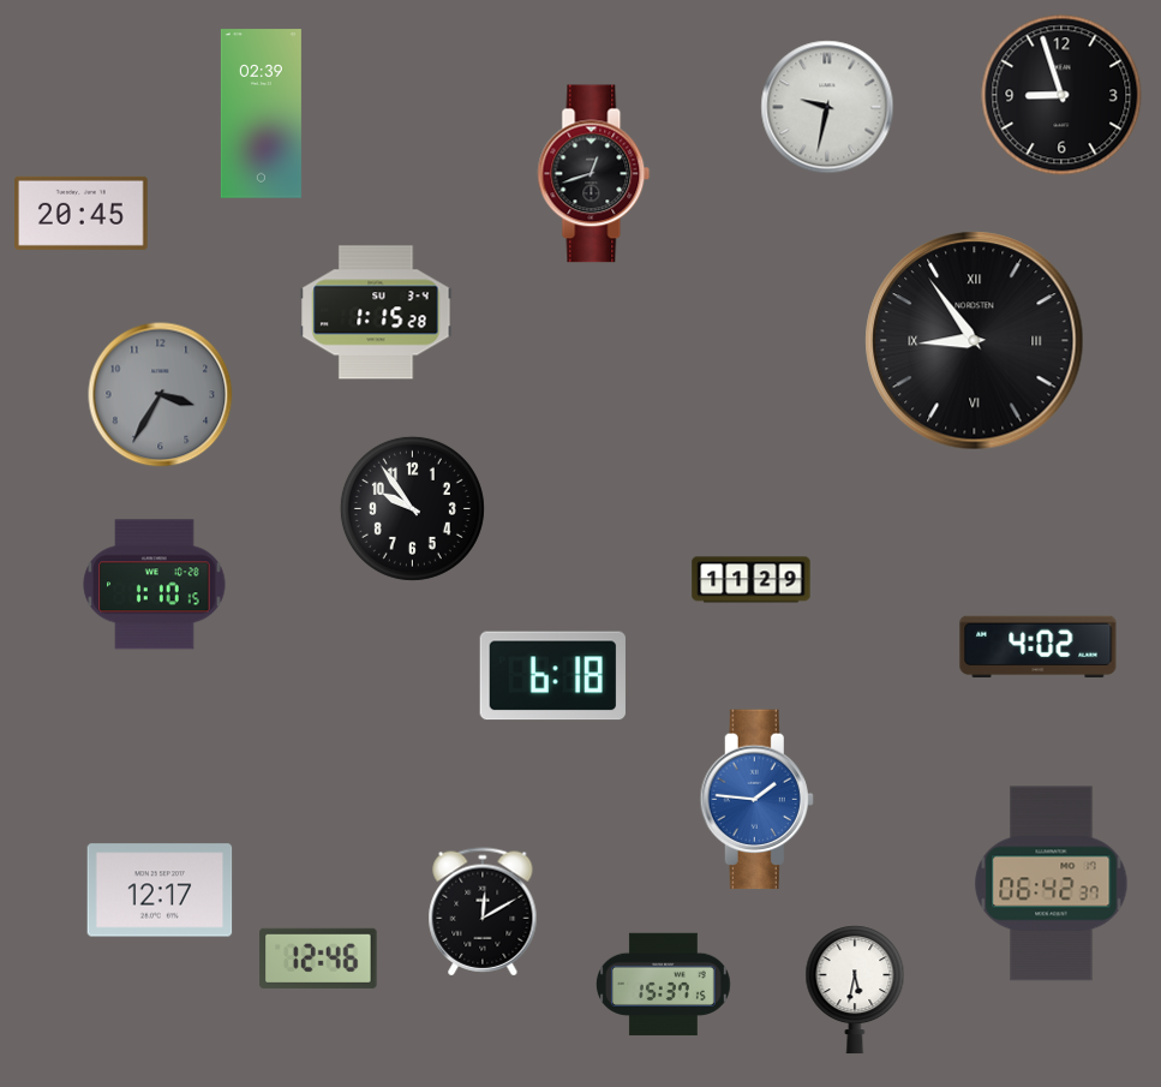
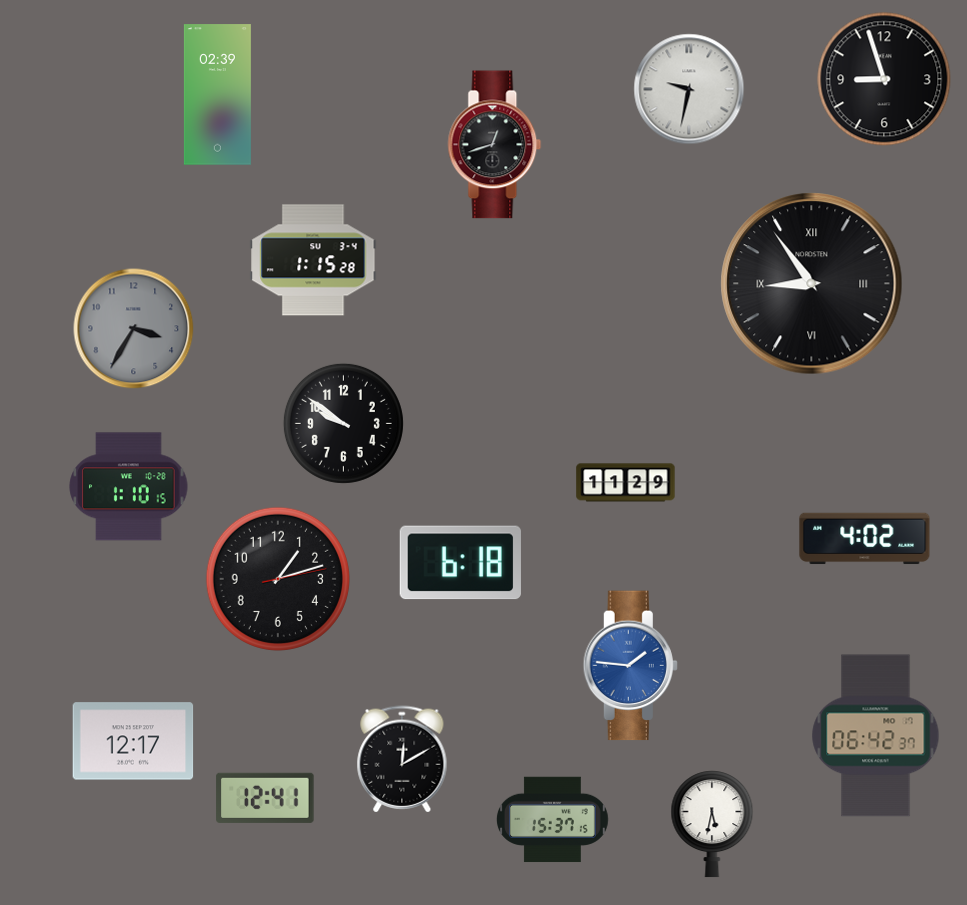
clock at (82, 213): 20:45 -> none
clock at (412, 508): 9:54 -> 9:51
clock at (278, 579): none -> 1:12
clock at (318, 958): 12:46 -> 12:41
